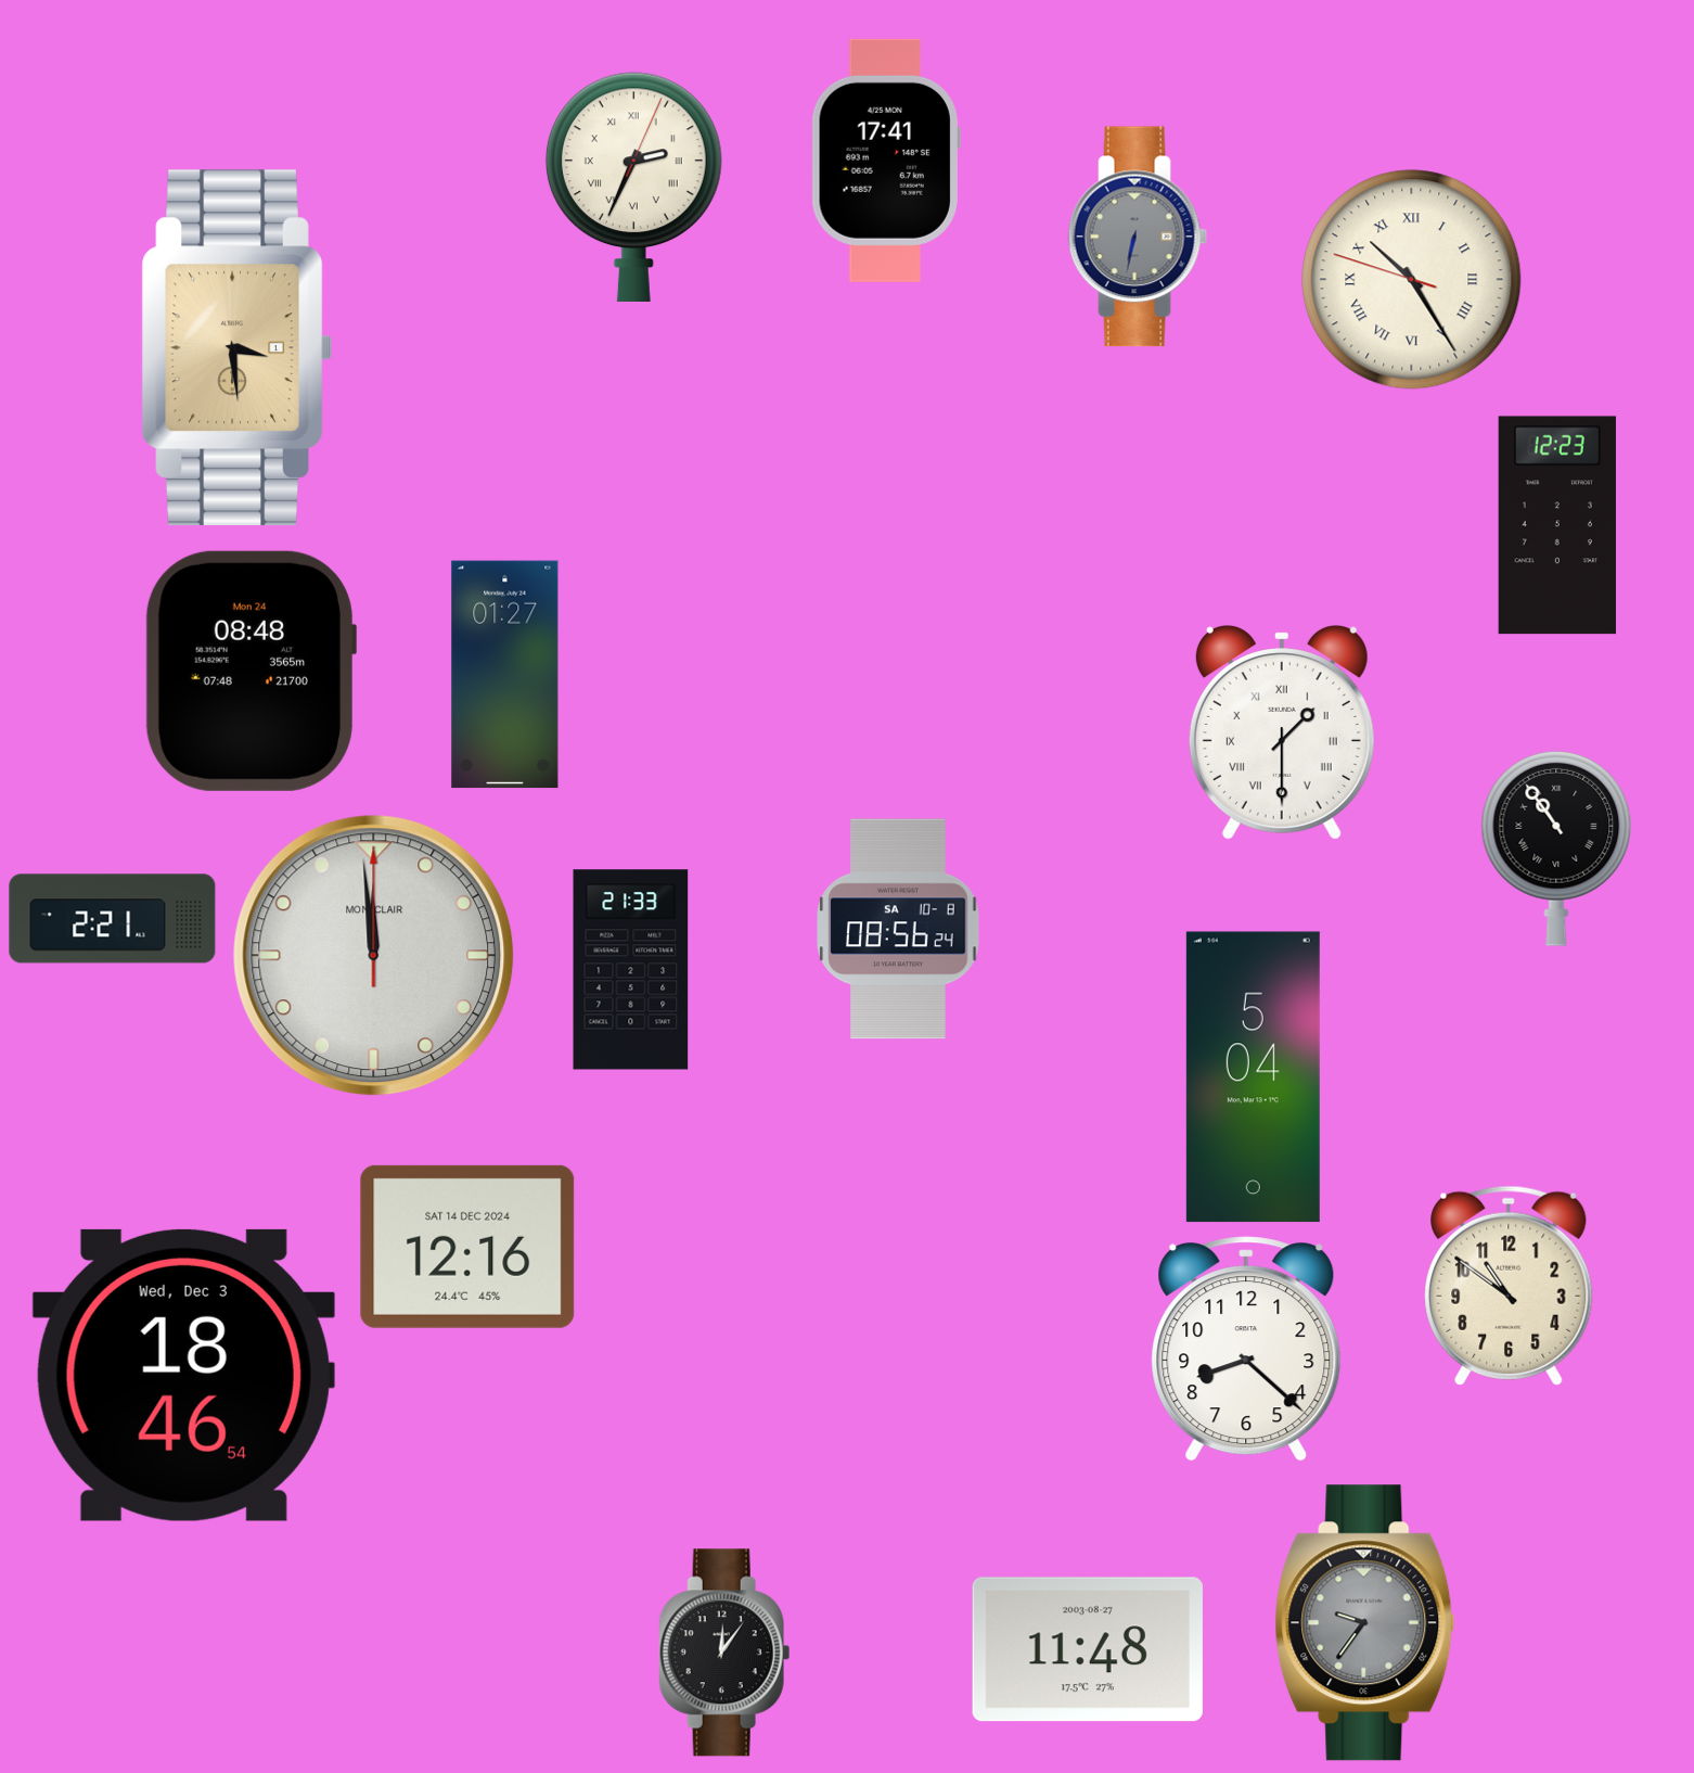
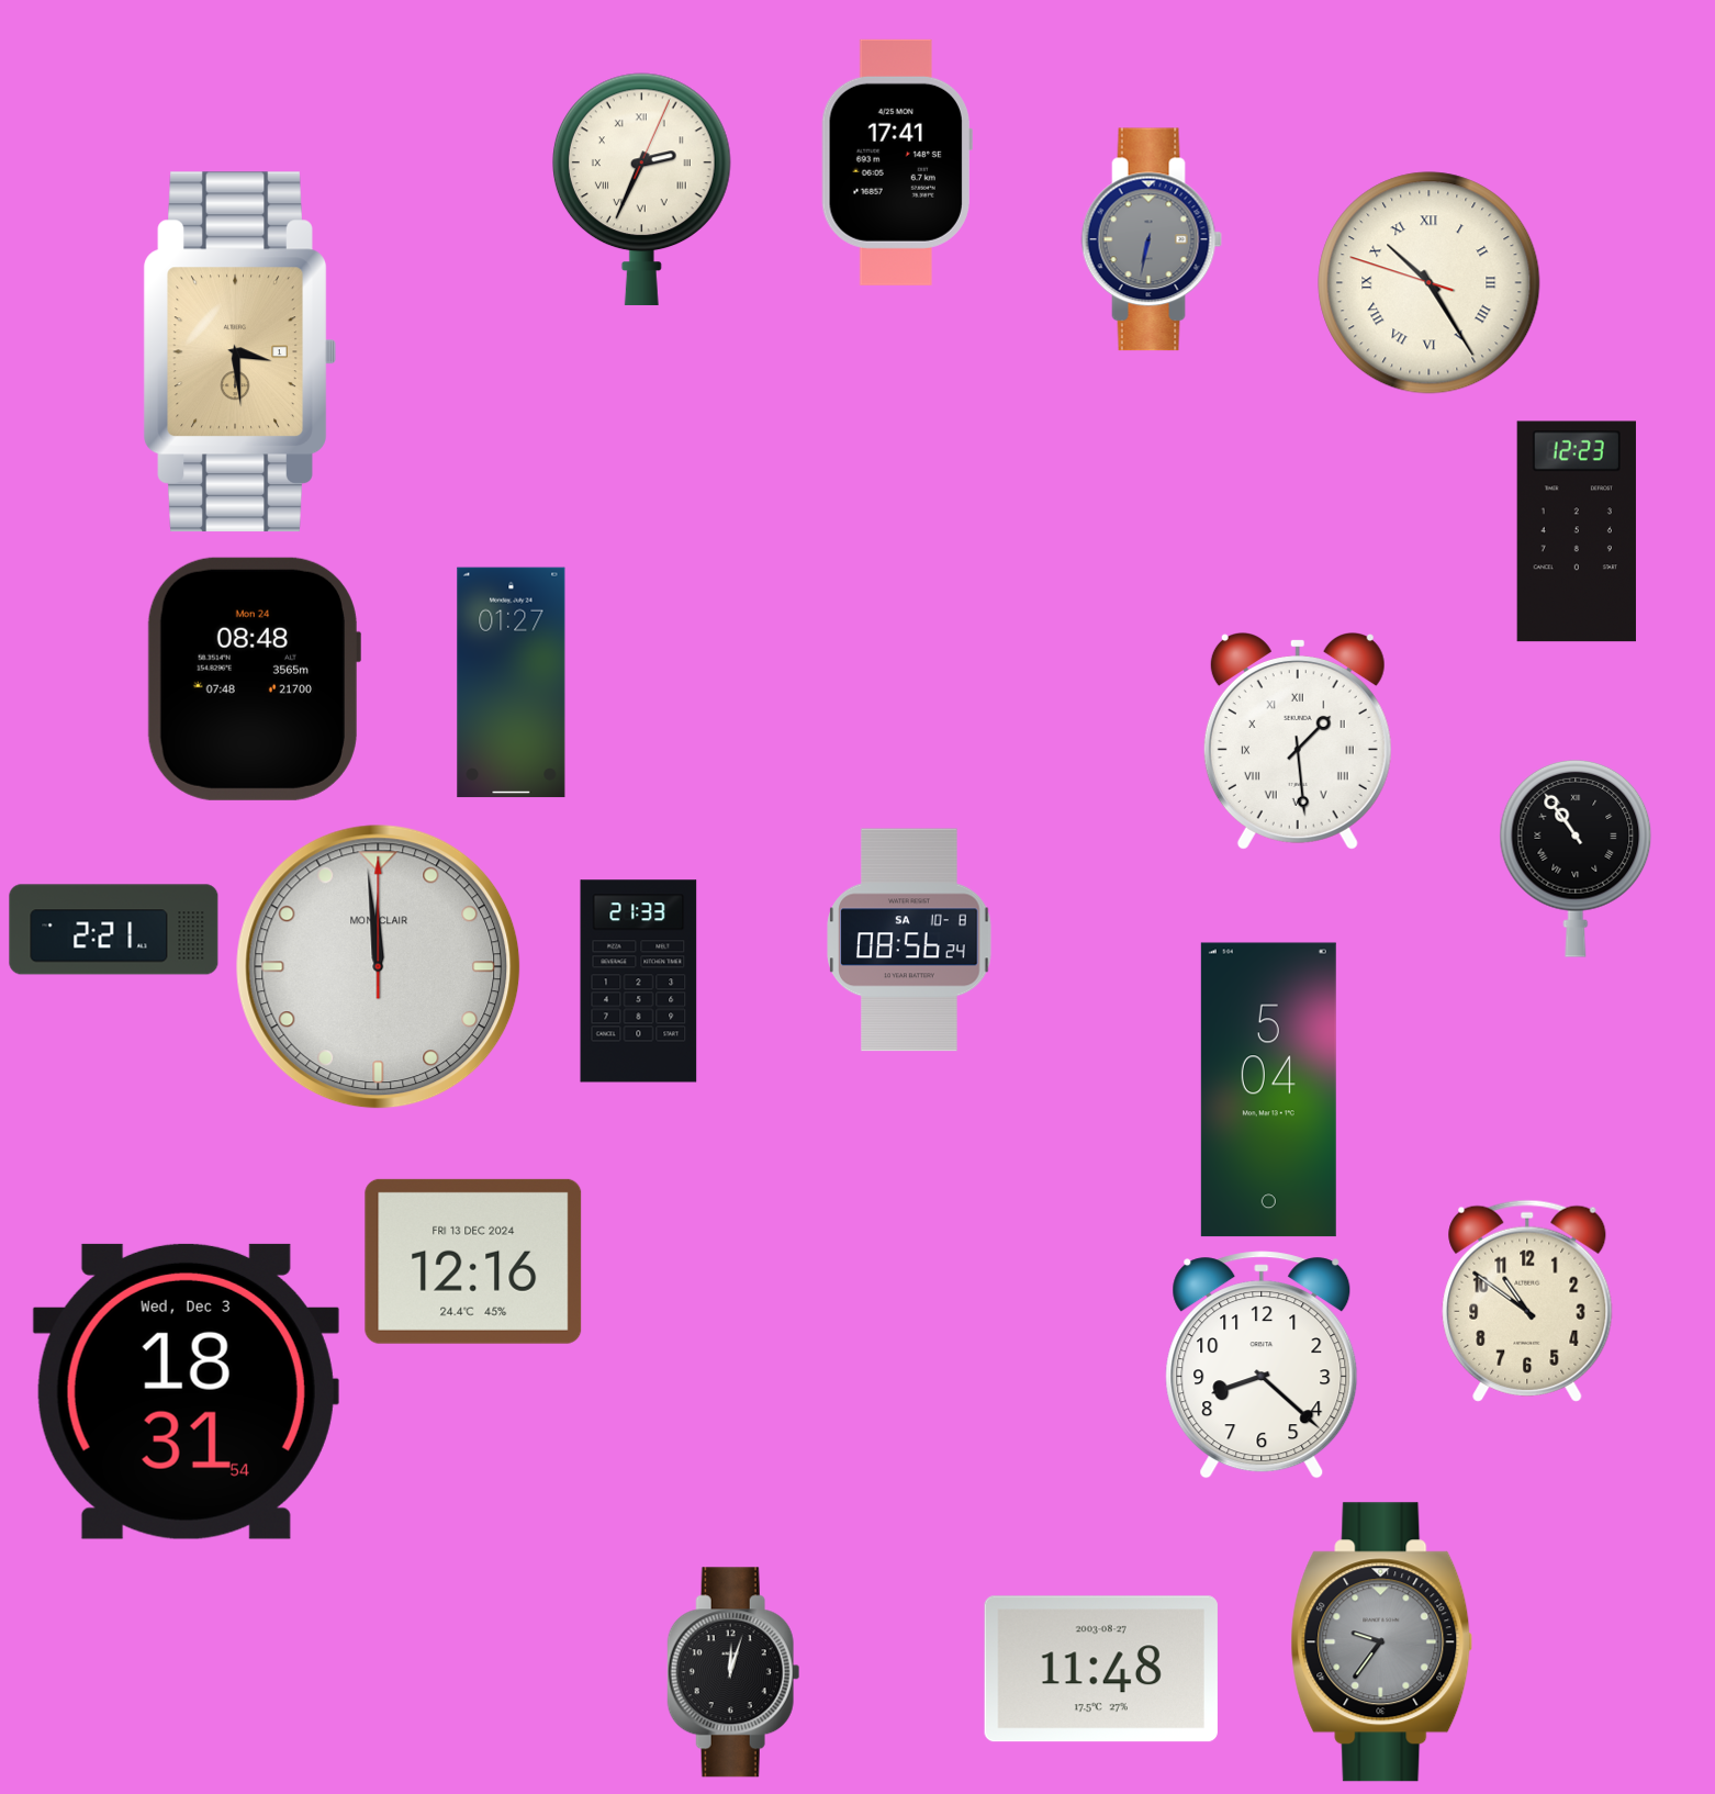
clock at (1282, 732): 1:30 -> 1:29
clock at (467, 1247) date: SAT 14 DEC 2024 -> FRI 13 DEC 2024
clock at (183, 1375): 18:46 -> 18:31
clock at (724, 1653): 12:06 -> 12:03
